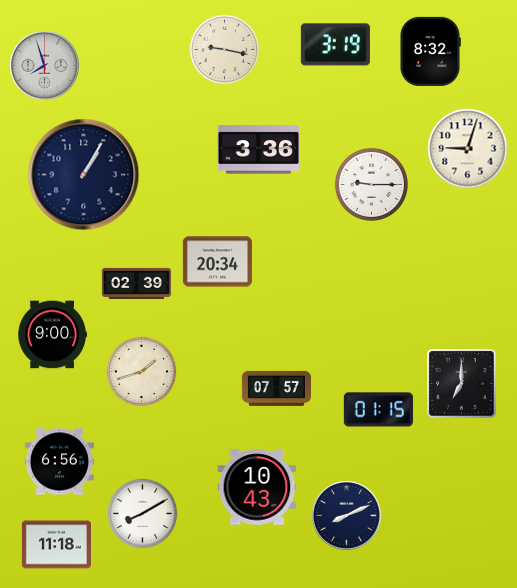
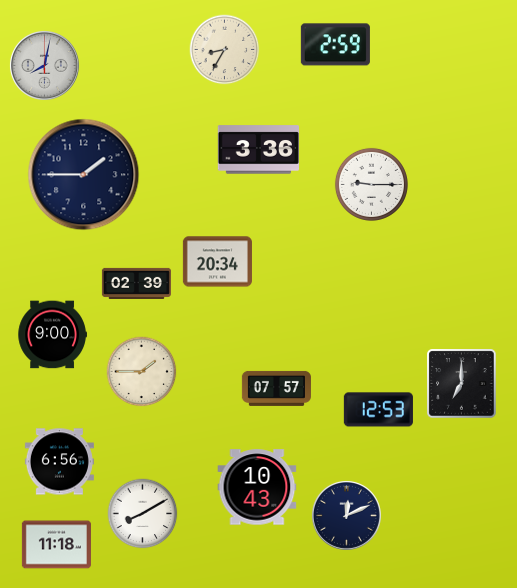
clock at (335, 45): 3:19 -> 2:59
clock at (225, 50): 9:17 -> 8:35
clock at (430, 51): 8:32 -> none
clock at (44, 65): 7:57 -> 8:02
clock at (468, 149): 9:03 -> none
clock at (84, 175): 1:05 -> 1:45
clock at (142, 372): 1:42 -> 1:45
clock at (378, 410): 01:15 -> 12:53
clock at (346, 515): 8:11 -> 12:11
